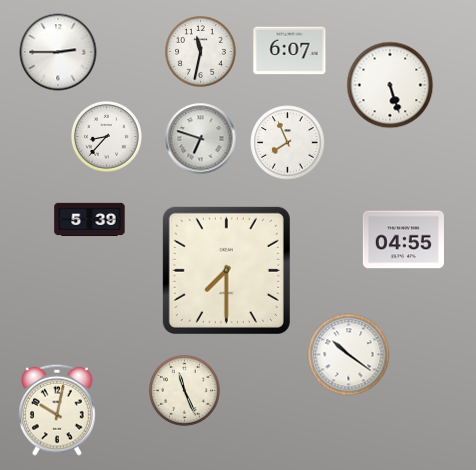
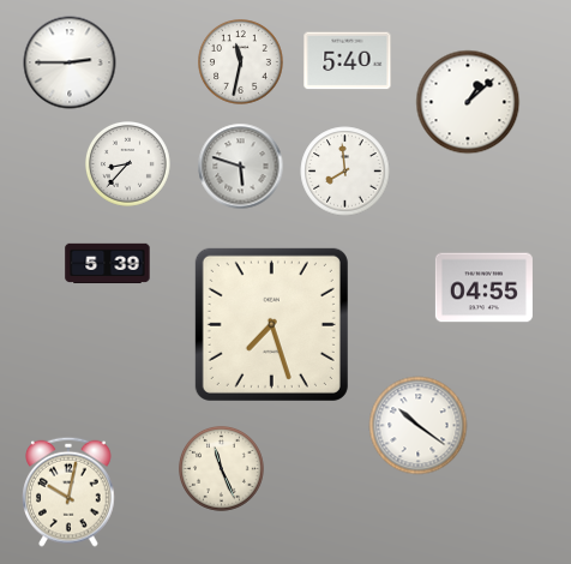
clock at (290, 51): 6:07 -> 5:40
clock at (390, 85): 5:27 -> 1:08
clock at (201, 139): 6:48 -> 5:48
clock at (288, 143): 7:56 -> 7:59
clock at (226, 270): 7:30 -> 7:27
